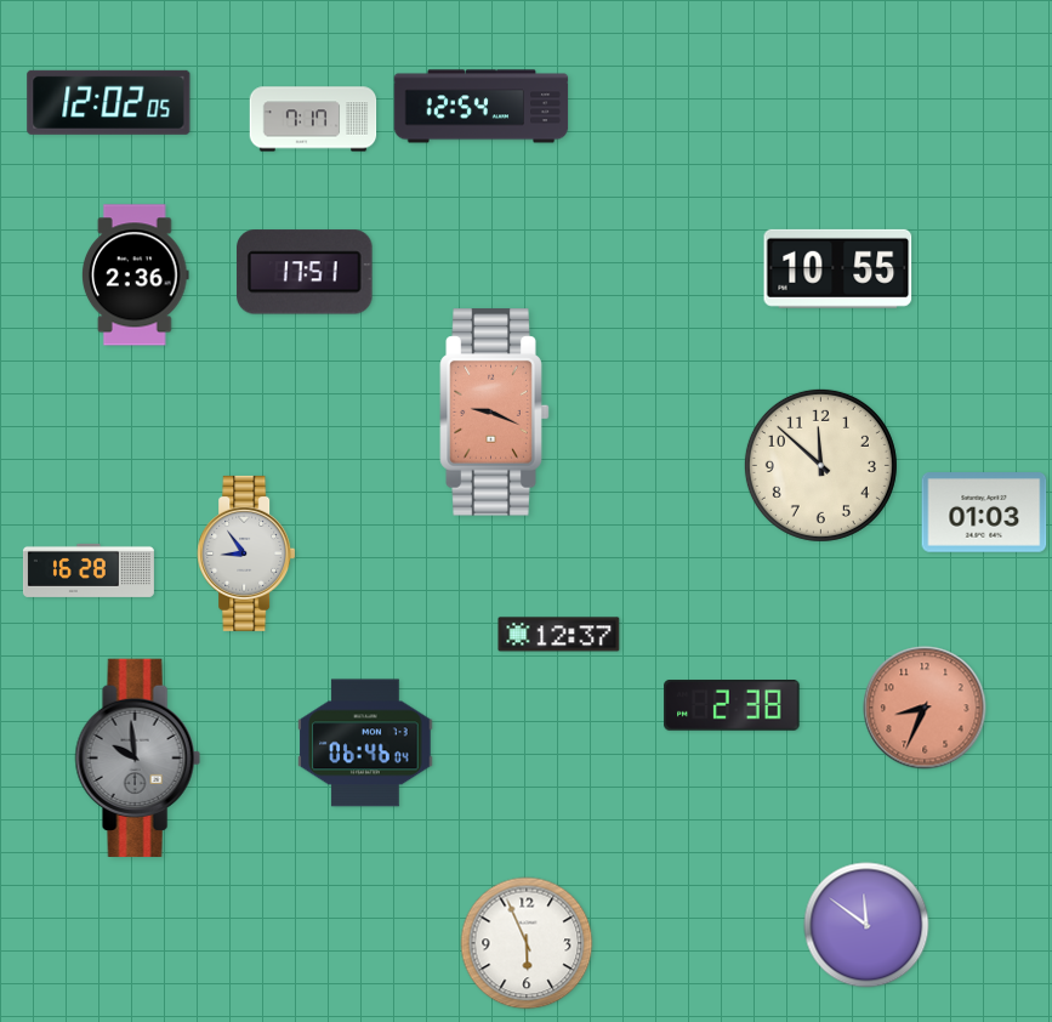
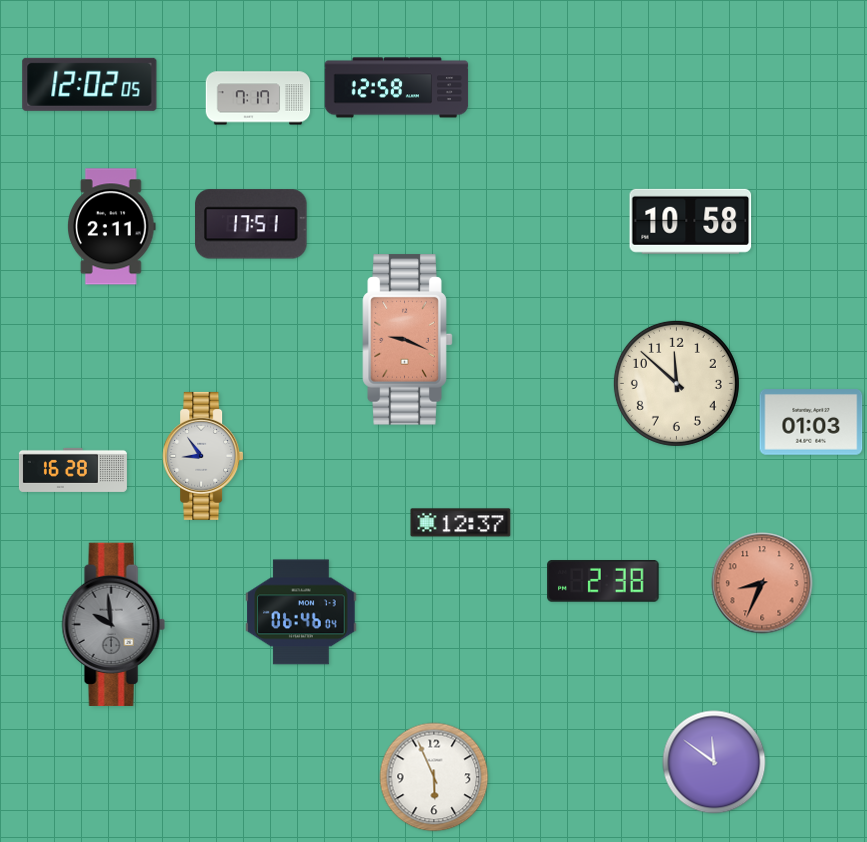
clock at (482, 107): 12:54 -> 12:58
clock at (838, 268): 10:55 -> 10:58
clock at (136, 276): 2:36 -> 2:11
